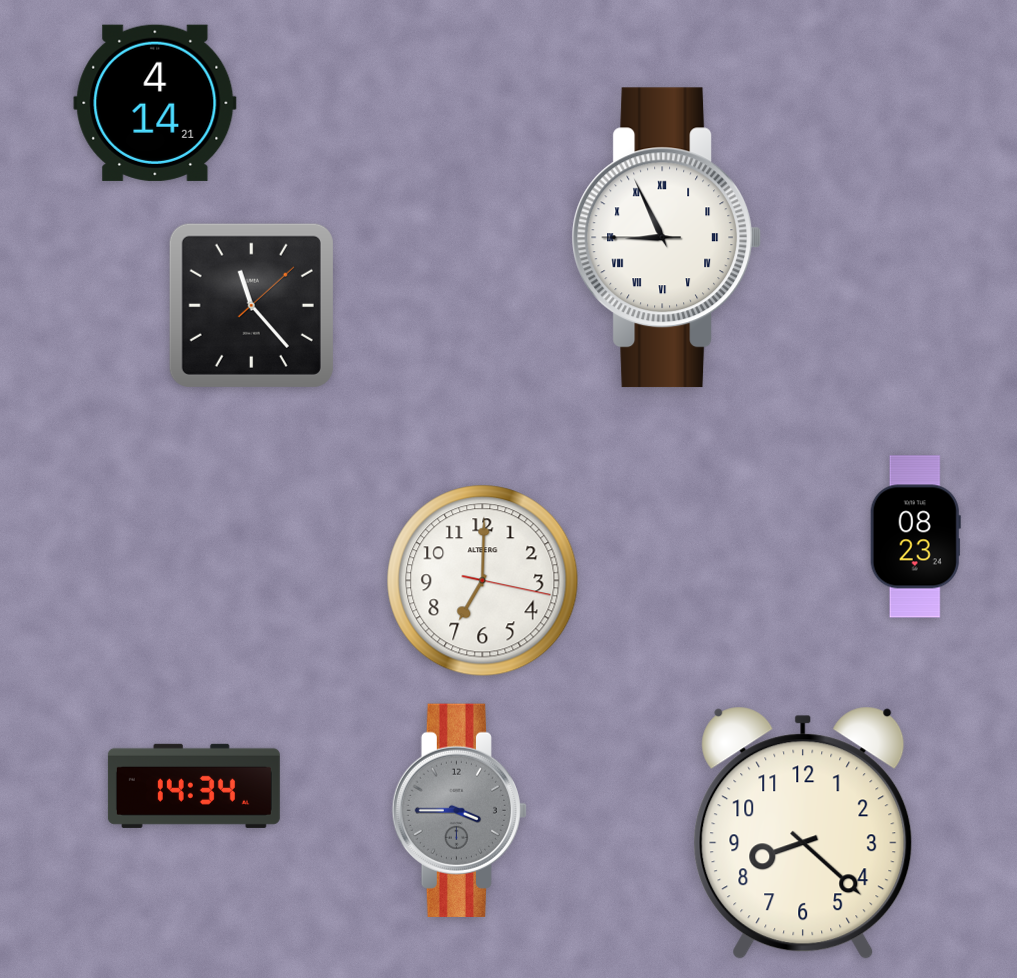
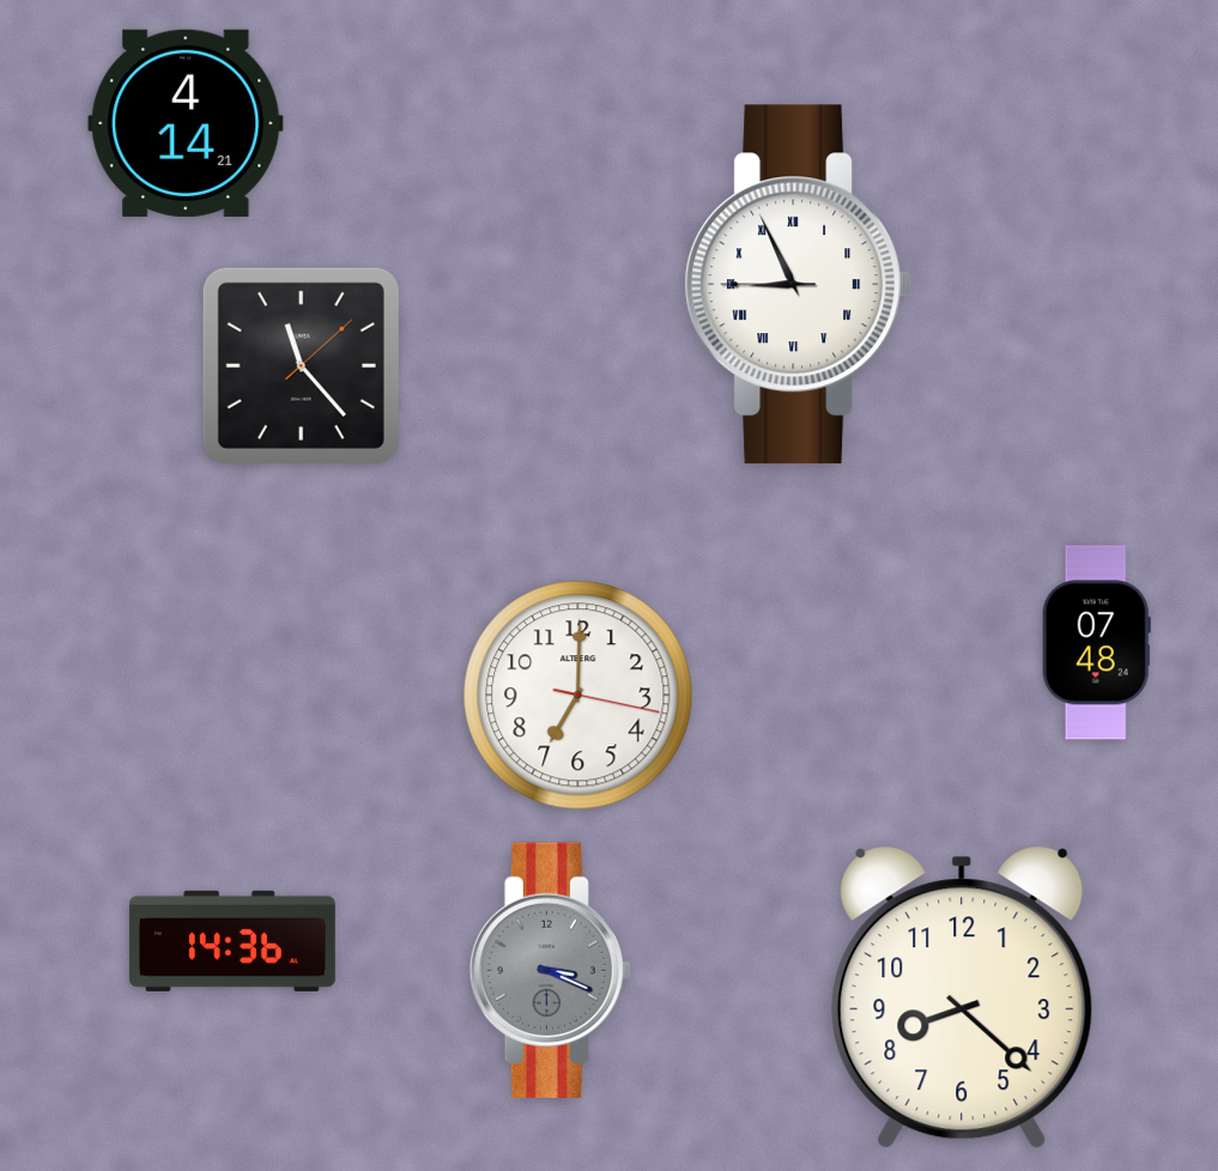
clock at (915, 537): 08:23 -> 07:48
clock at (194, 786): 14:34 -> 14:36
clock at (459, 810): 3:45 -> 3:19
